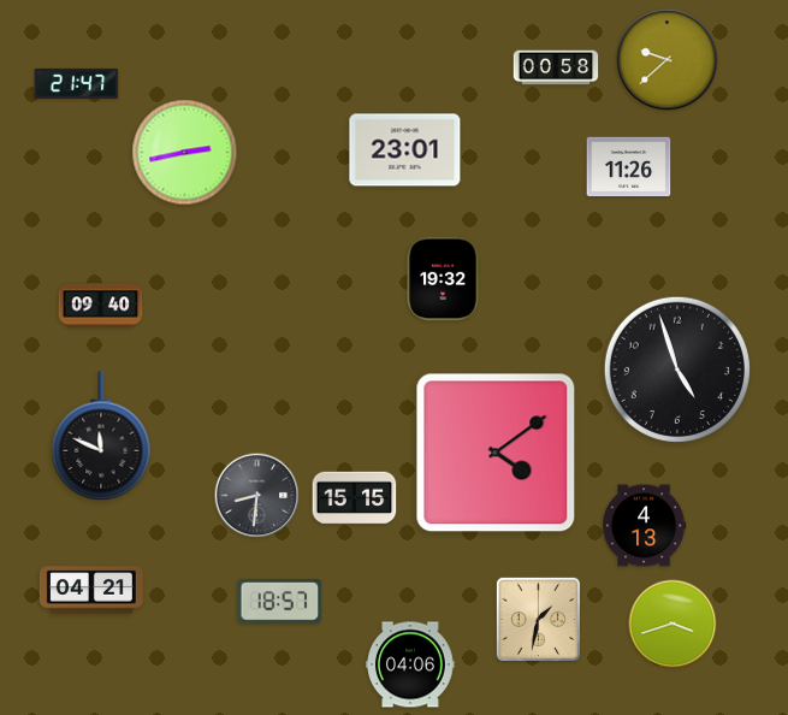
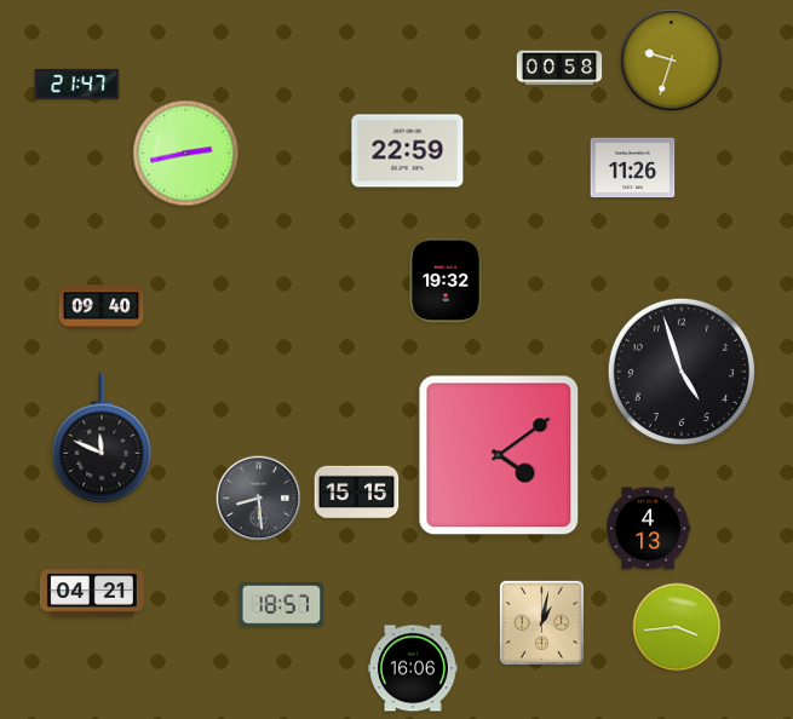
clock at (668, 60): 9:38 -> 9:33
clock at (405, 150): 23:01 -> 22:59
clock at (257, 496): 8:31 -> 8:29
clock at (355, 498) position: (355, 498) -> (357, 493)
clock at (538, 619): 1:32 -> 1:02
clock at (673, 624): 3:42 -> 3:44
clock at (411, 664): 04:06 -> 16:06
